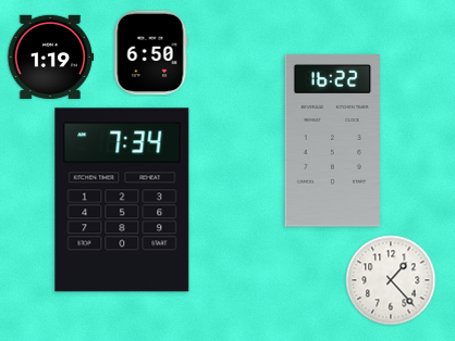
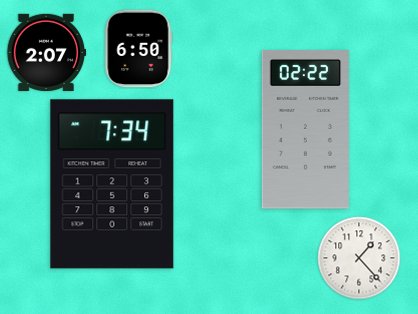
clock at (50, 56): 1:19 -> 2:07
clock at (332, 141): 16:22 -> 02:22
